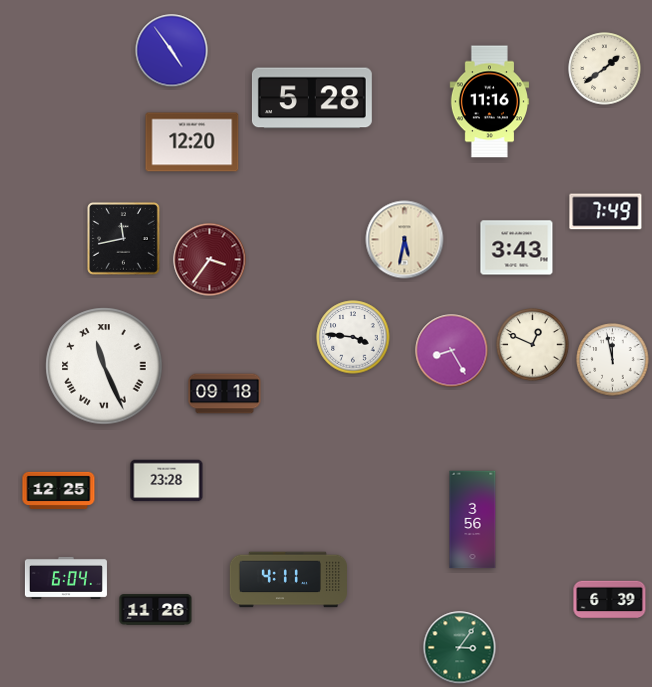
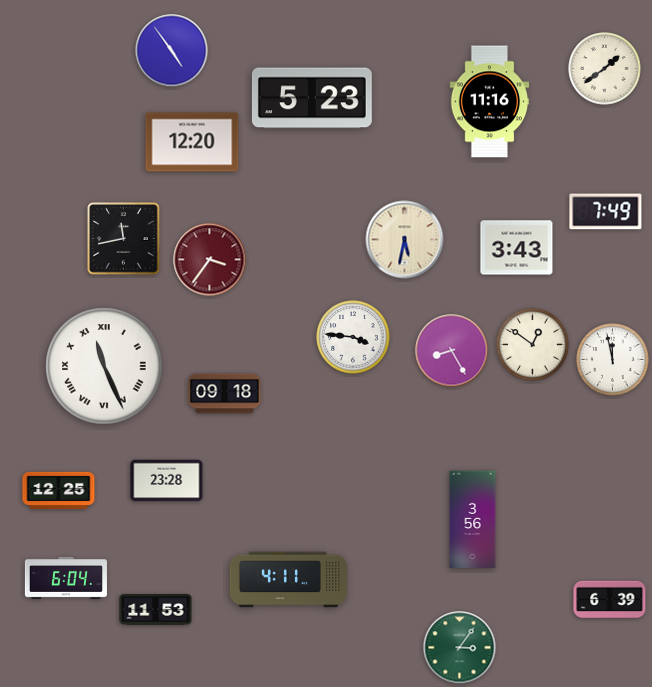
clock at (312, 98): 5:28 -> 5:23
clock at (533, 345): 12:49 -> 12:51
clock at (156, 610): 11:26 -> 11:53
